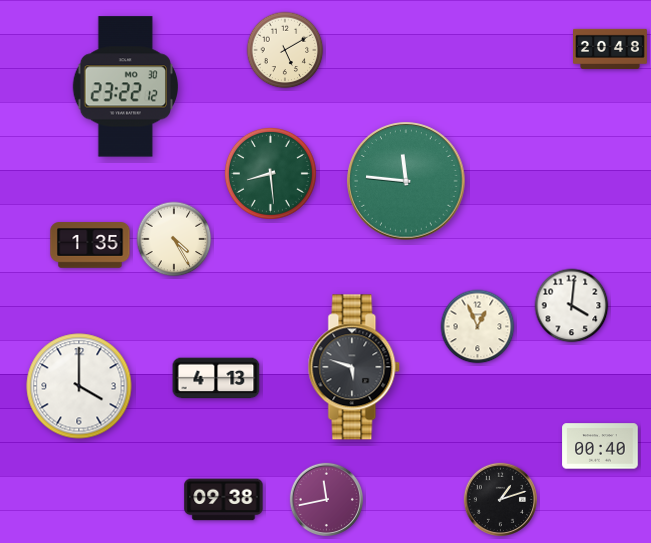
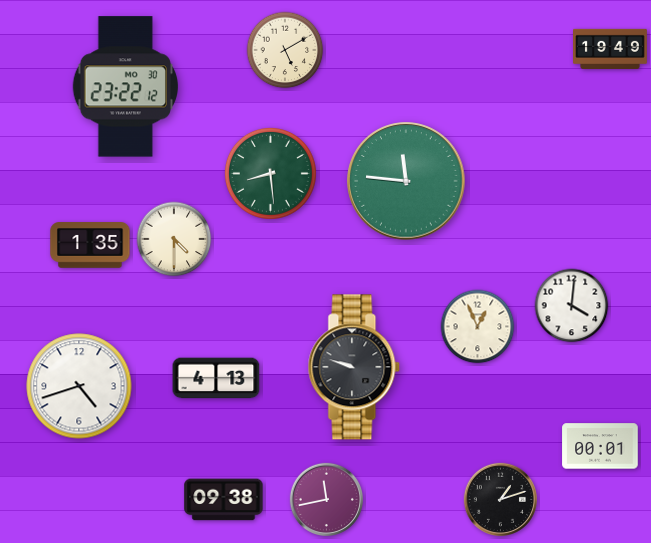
clock at (611, 49): 20:48 -> 19:49
clock at (174, 239): 4:25 -> 4:30
clock at (354, 367): 5:48 -> 9:48
clock at (79, 386): 4:00 -> 4:42
clock at (600, 446): 00:40 -> 00:01
